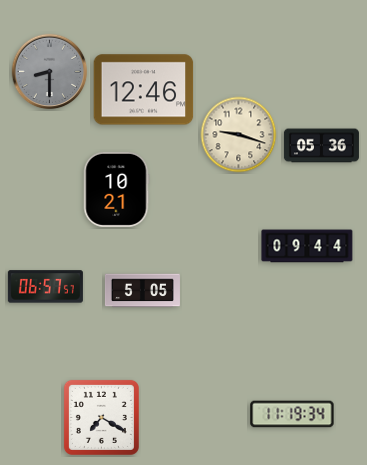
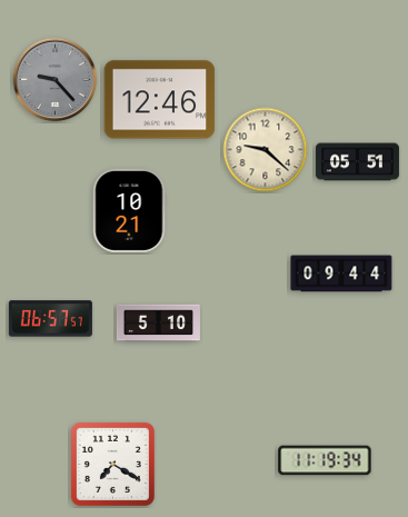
clock at (50, 72): 8:30 -> 9:23
clock at (239, 135): 9:18 -> 9:22
clock at (321, 146): 05:36 -> 05:51
clock at (142, 291): 5:05 -> 5:10
